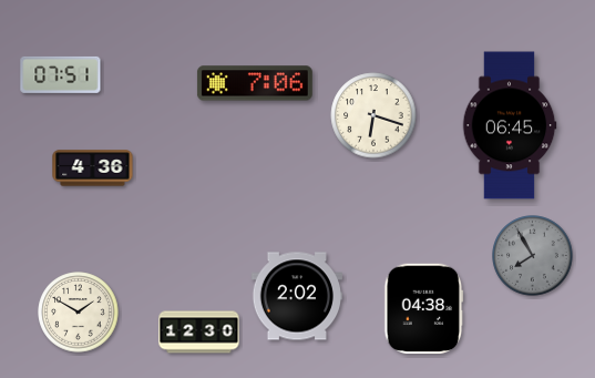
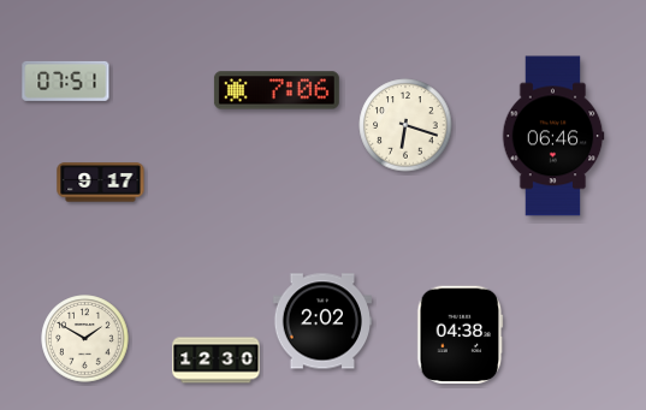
clock at (510, 125): 06:45 -> 06:46
clock at (93, 168): 4:36 -> 9:17
clock at (533, 256): 7:55 -> none
